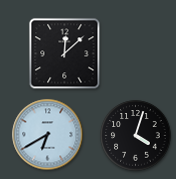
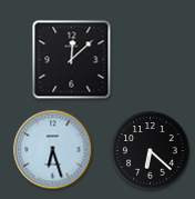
clock at (48, 135): 6:40 -> 6:27
clock at (136, 136): 4:03 -> 6:22
